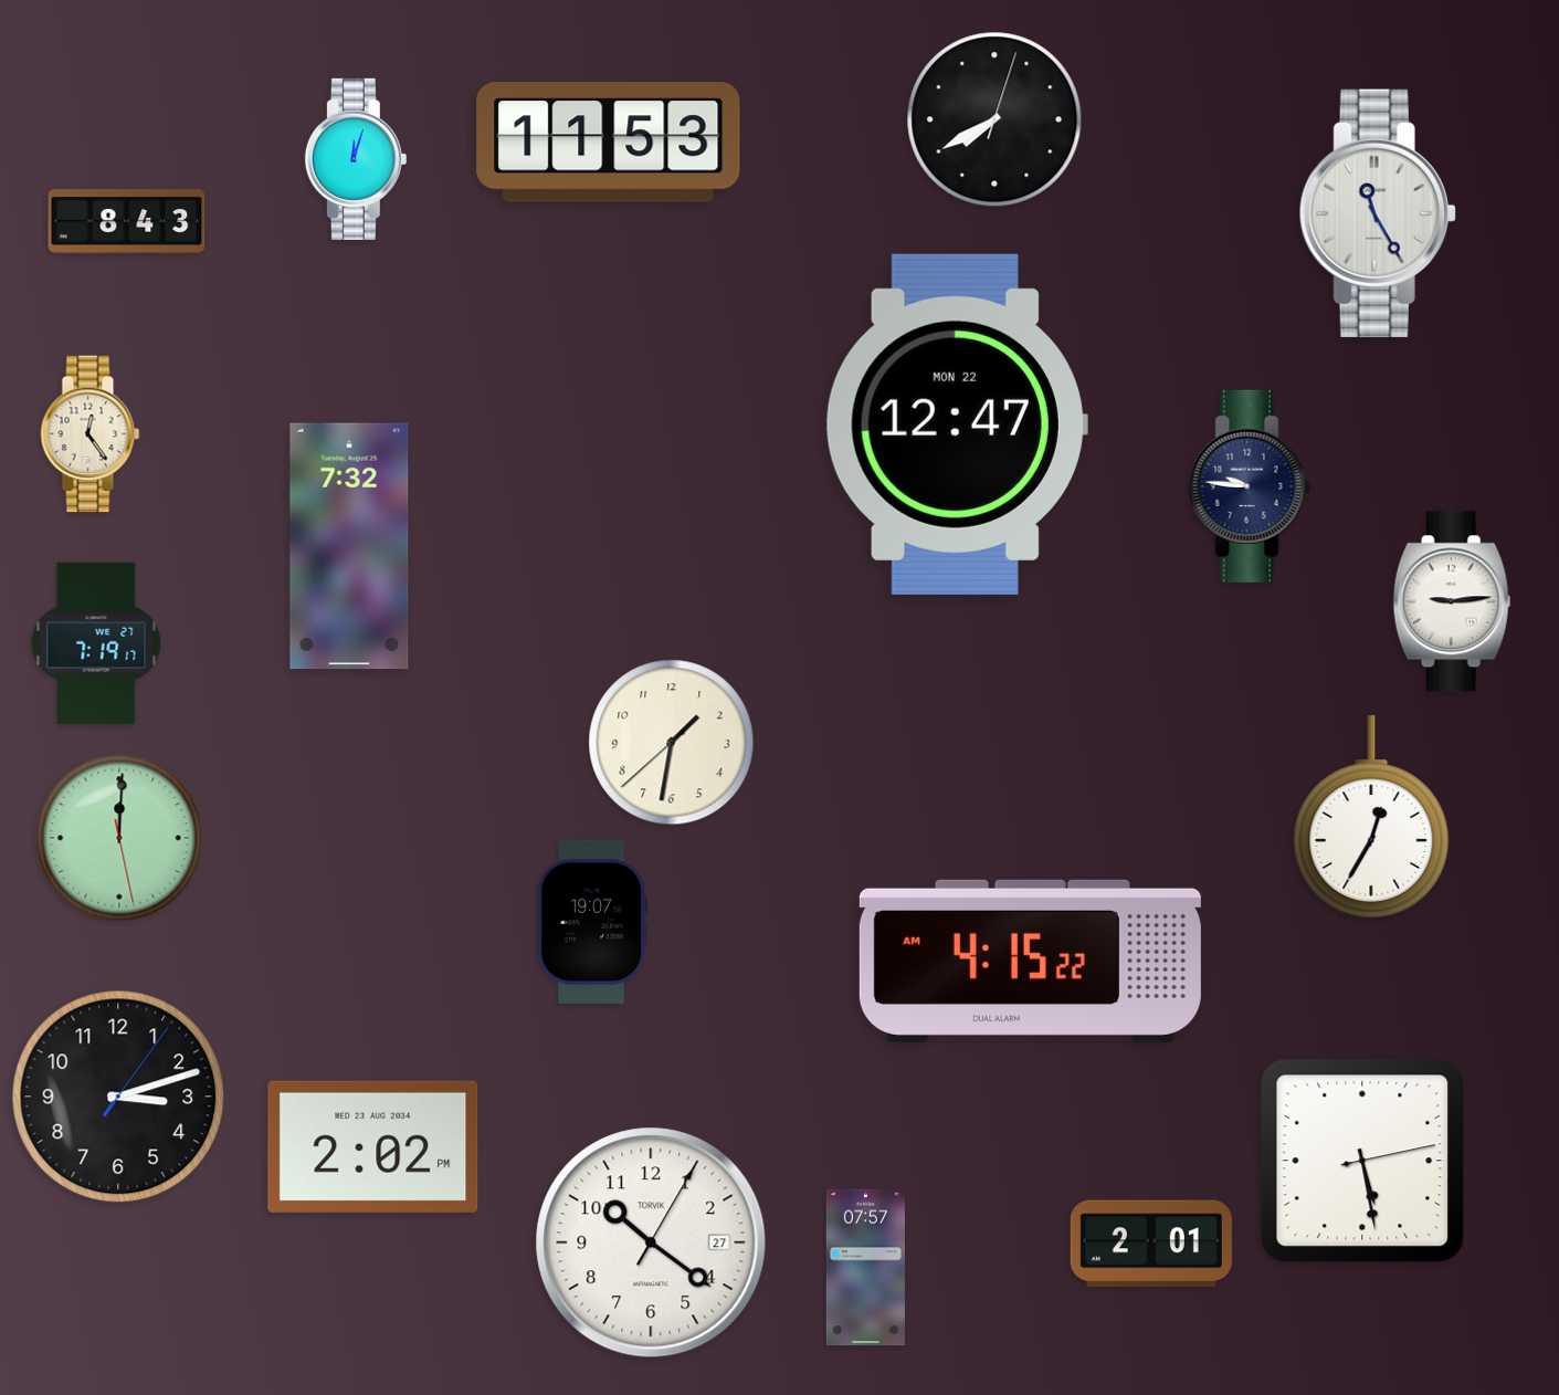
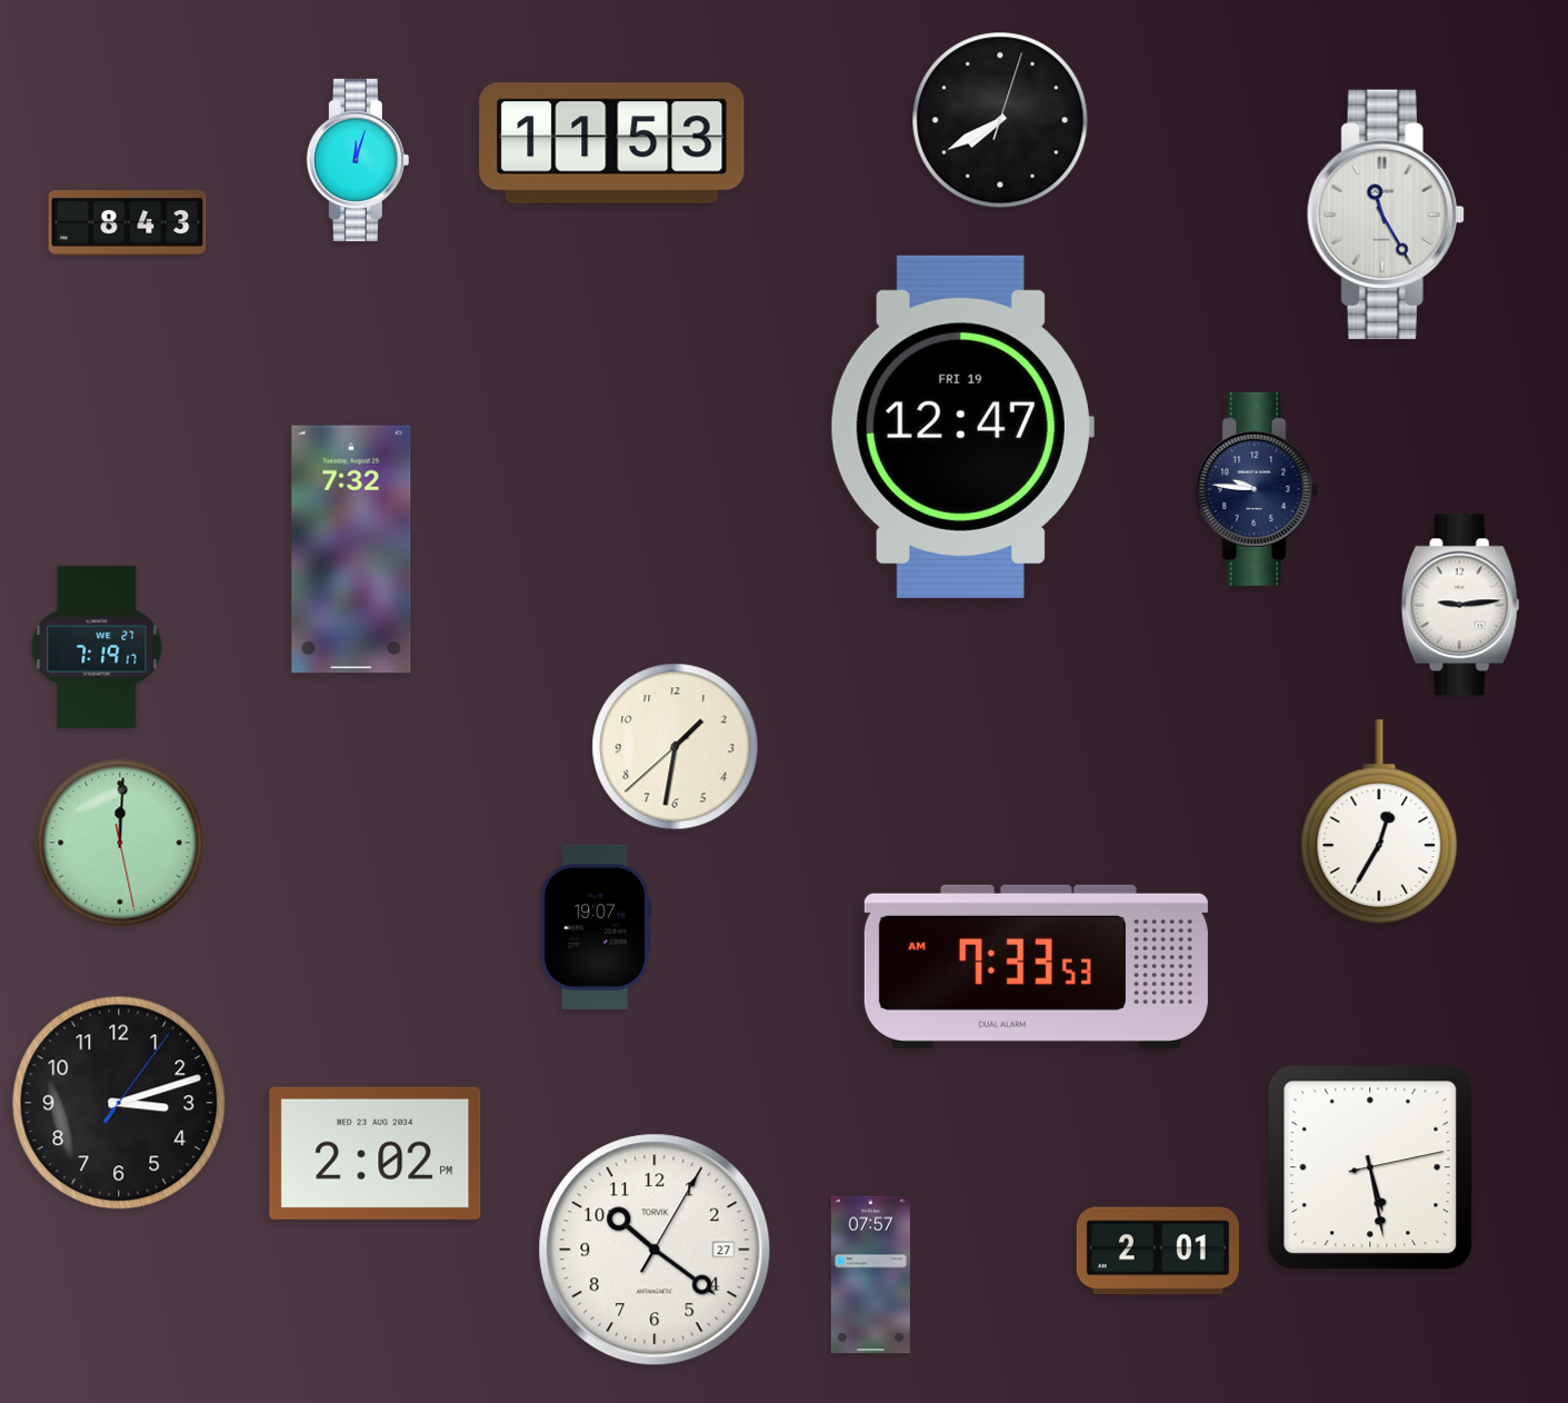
clock at (957, 424) date: MON 22 -> FRI 19
clock at (91, 434): 12:24 -> none
clock at (1030, 961): 4:15 -> 7:33
